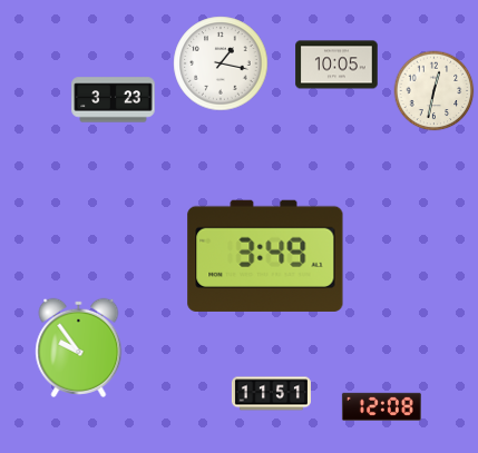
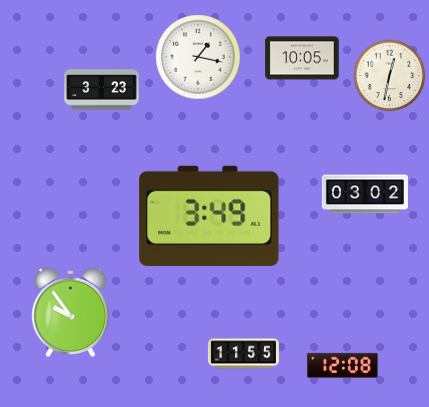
clock at (435, 91) position: (435, 91) -> (390, 76)
clock at (365, 194): none -> 03:02
clock at (265, 256) position: (265, 256) -> (209, 216)
clock at (271, 394): 11:51 -> 11:55
